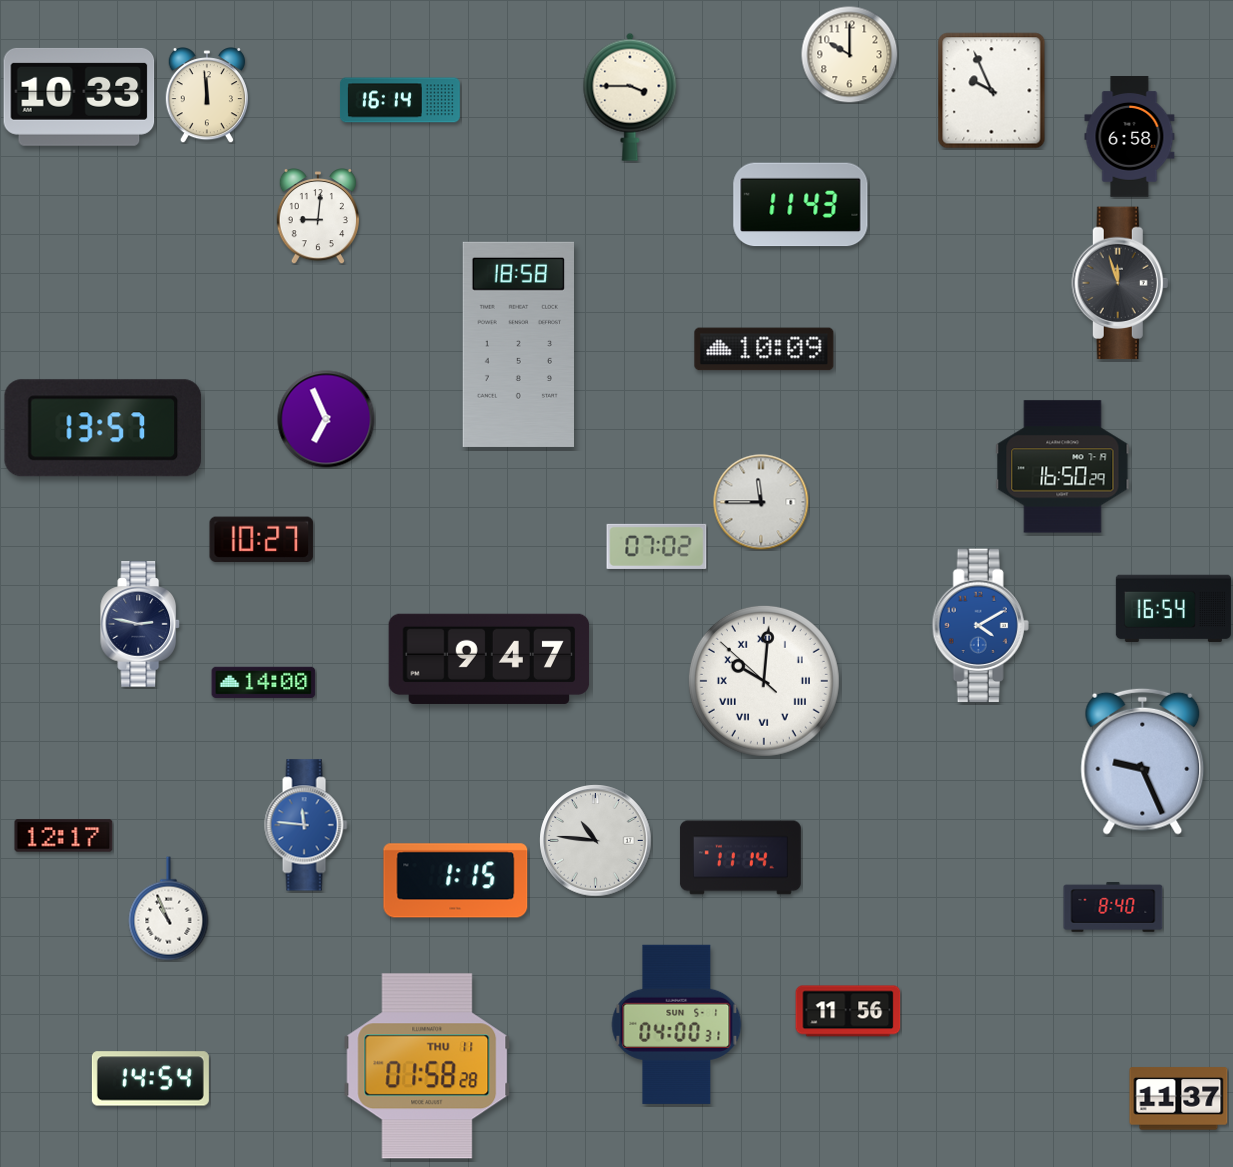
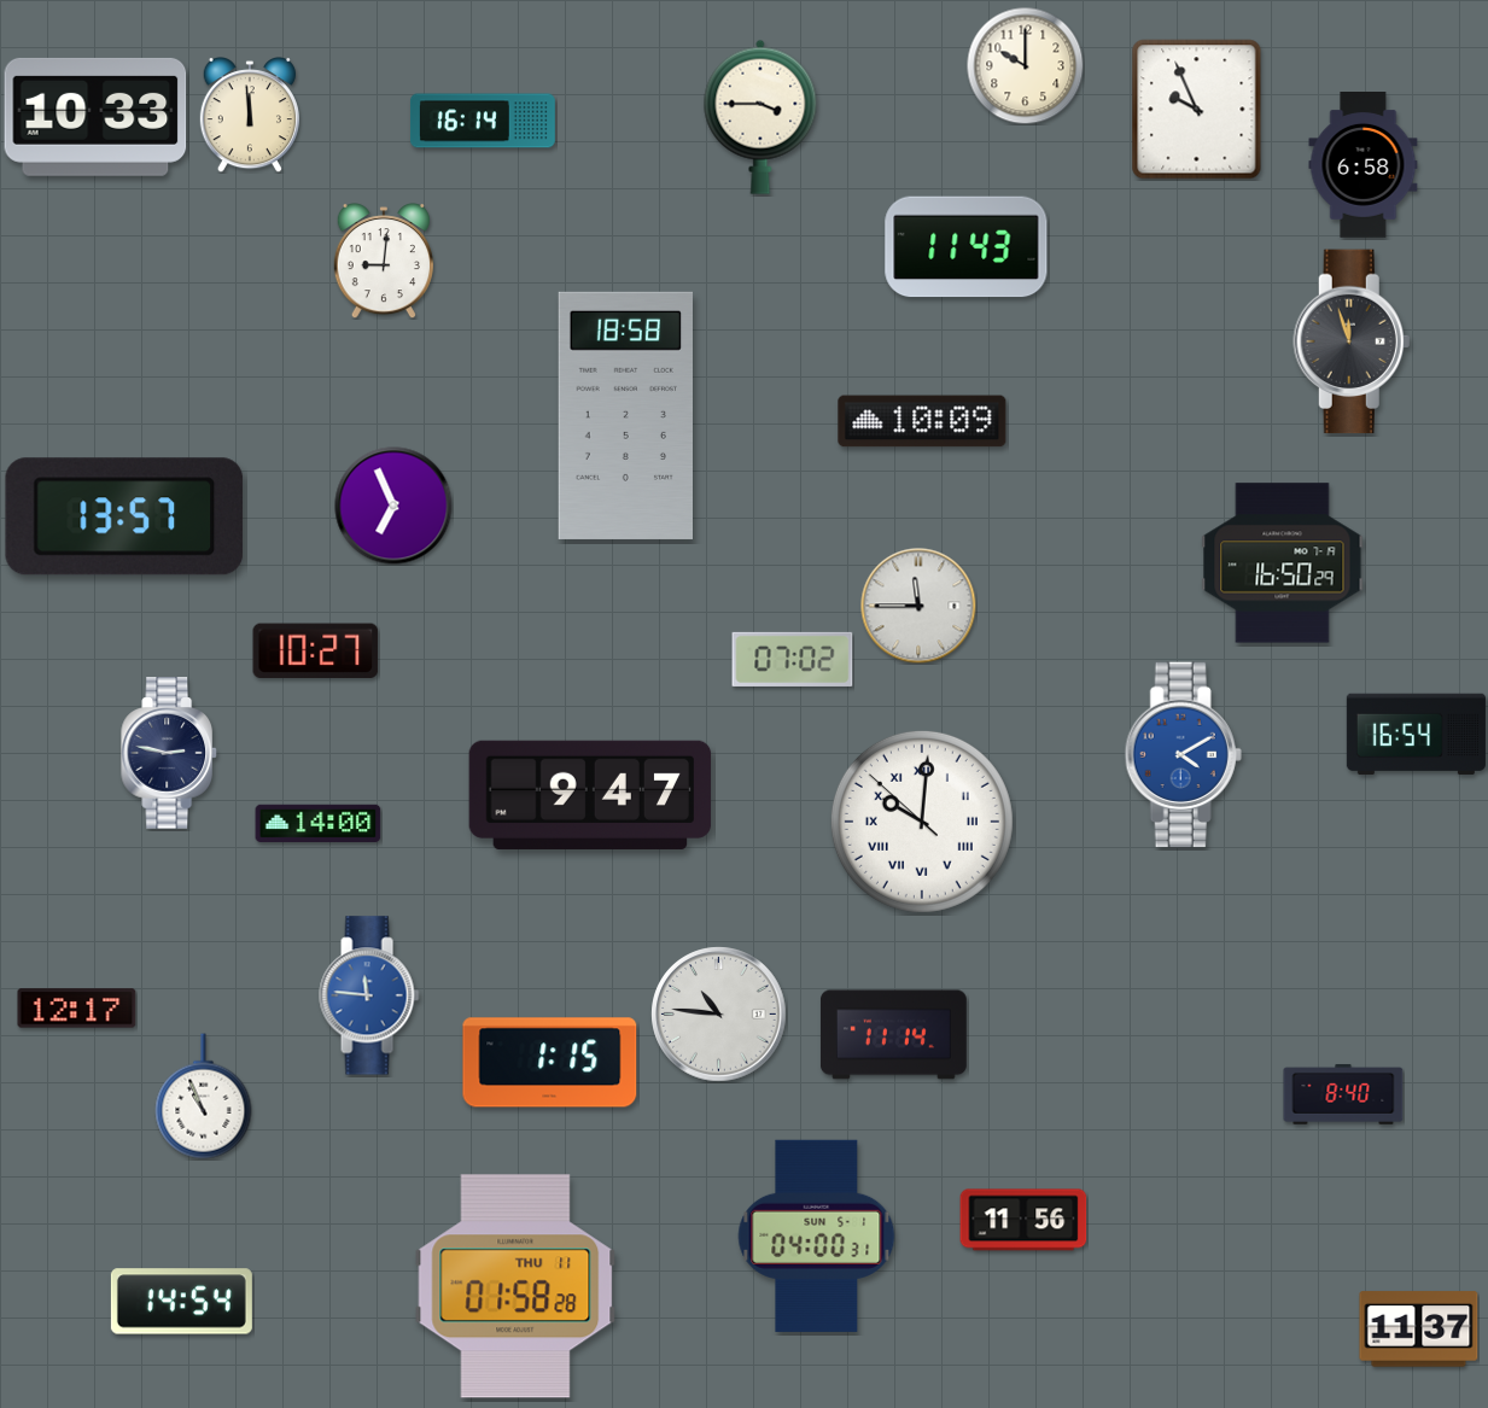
clock at (1143, 761): 9:26 -> none
clock at (1179, 1099) position: (1179, 1099) -> (1419, 1330)
